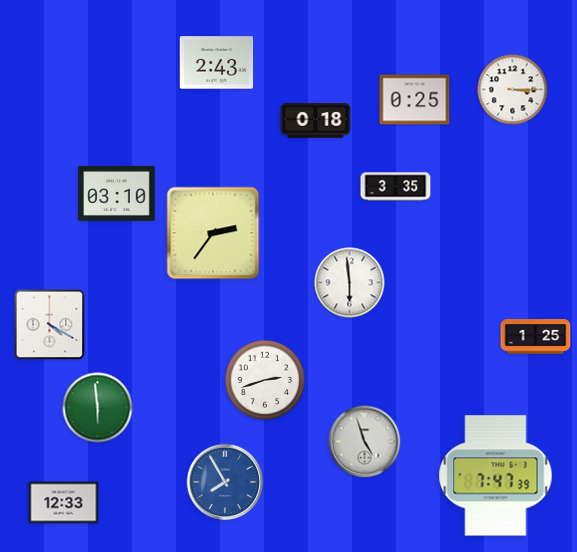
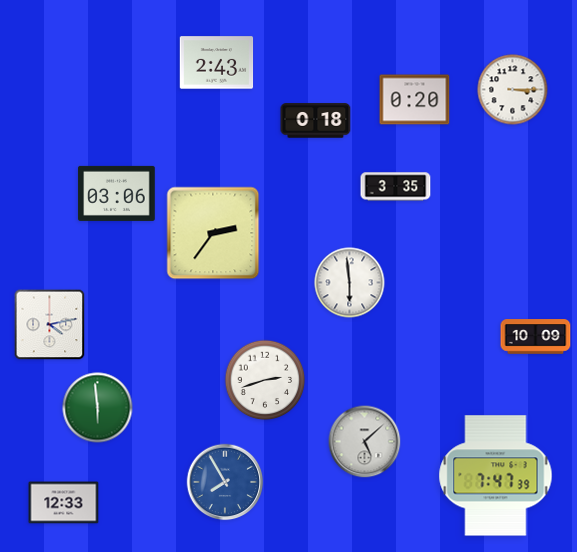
clock at (415, 100): 0:25 -> 0:20
clock at (117, 193): 03:10 -> 03:06
clock at (50, 325): 4:20 -> 4:13
clock at (536, 337): 1:25 -> 10:09
clock at (365, 442): 4:57 -> 5:08
